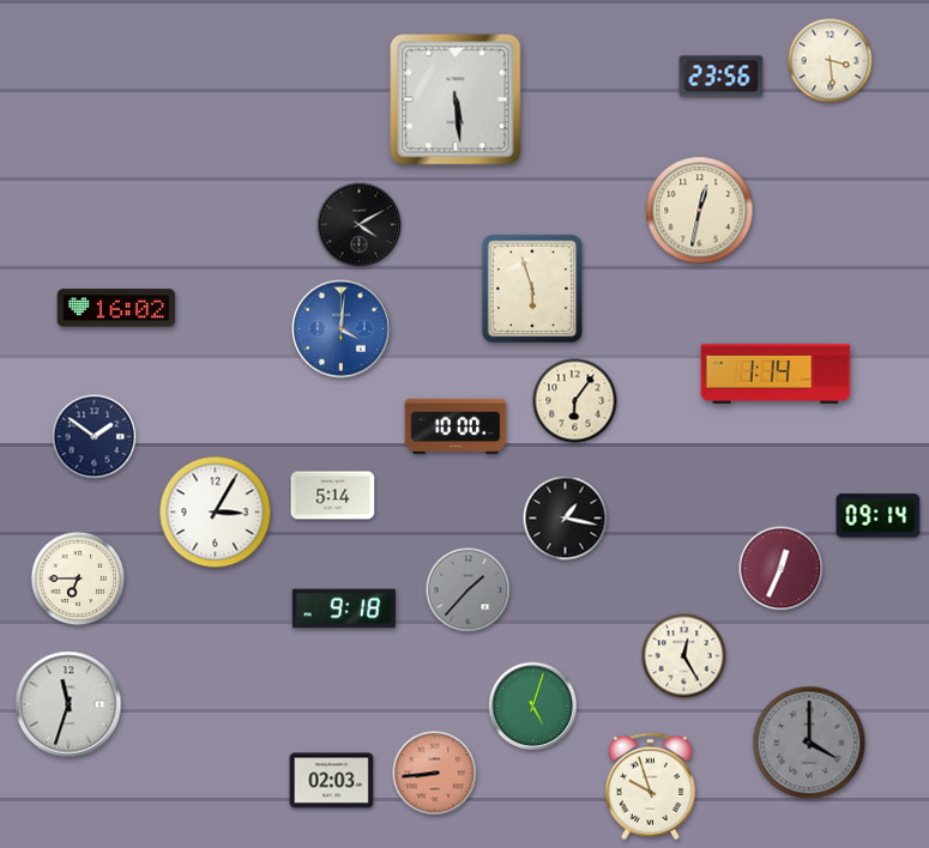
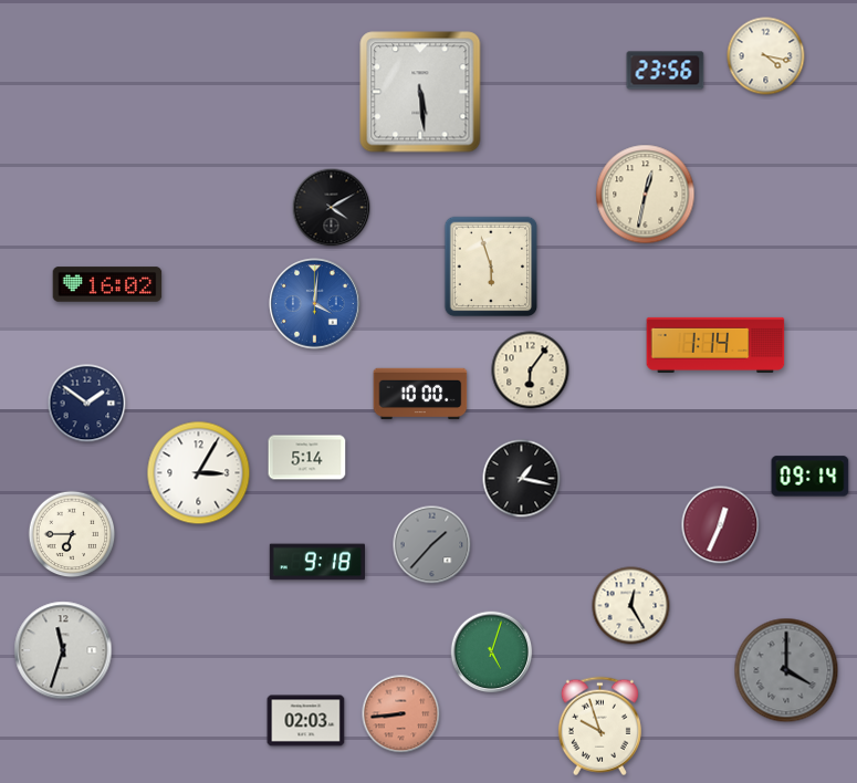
clock at (831, 61): 3:29 -> 4:17
clock at (809, 743) position: (809, 743) -> (786, 670)
